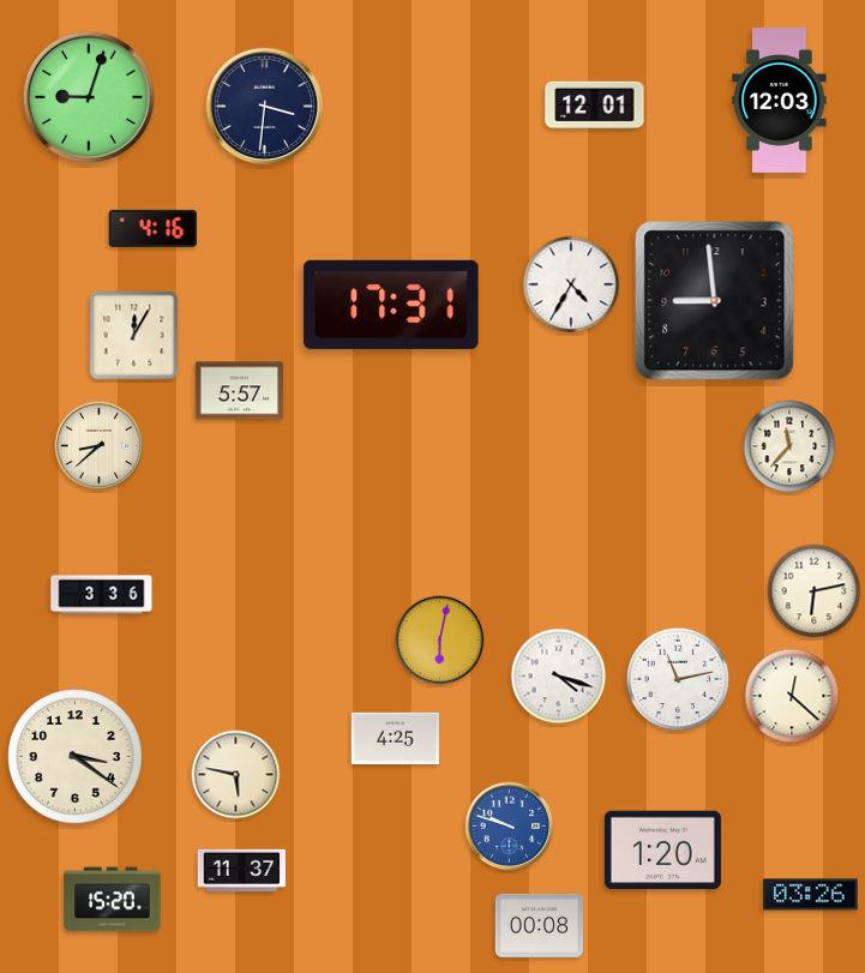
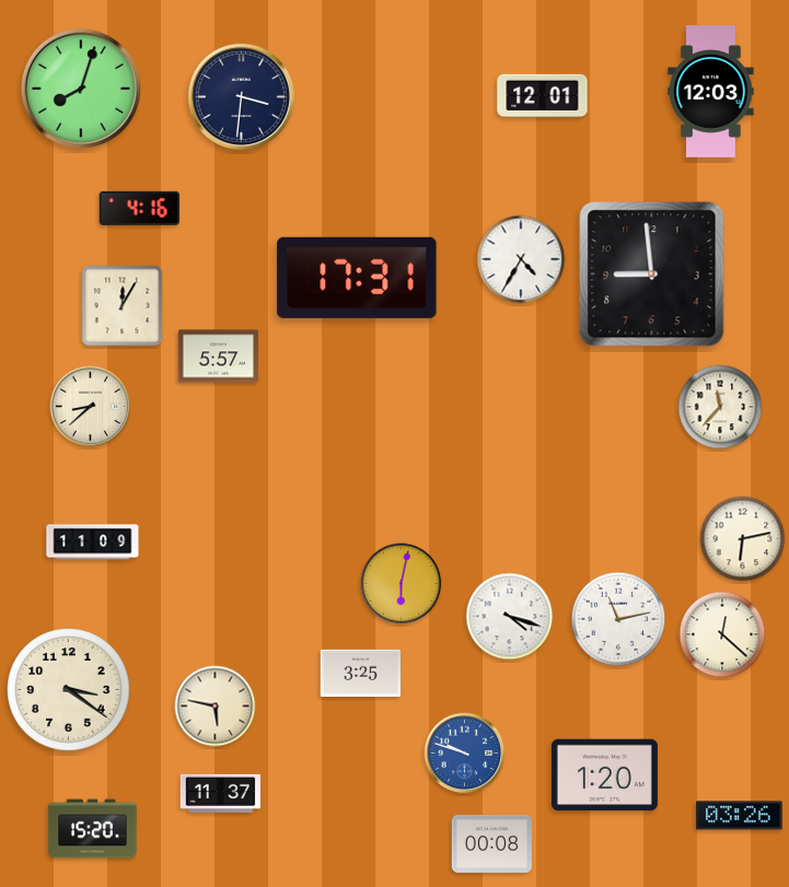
clock at (89, 97): 9:03 -> 8:03
clock at (102, 595): 3:36 -> 11:09
clock at (396, 739): 4:25 -> 3:25
clock at (113, 900) position: (113, 900) -> (93, 829)
